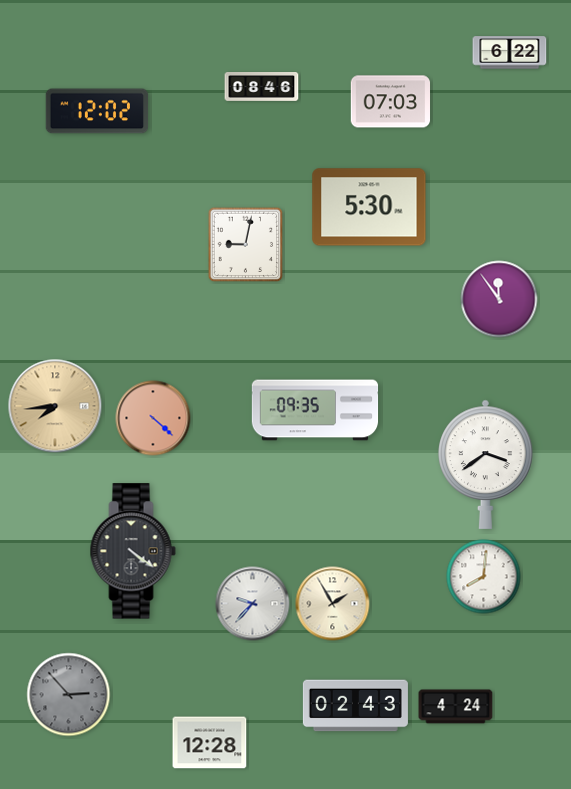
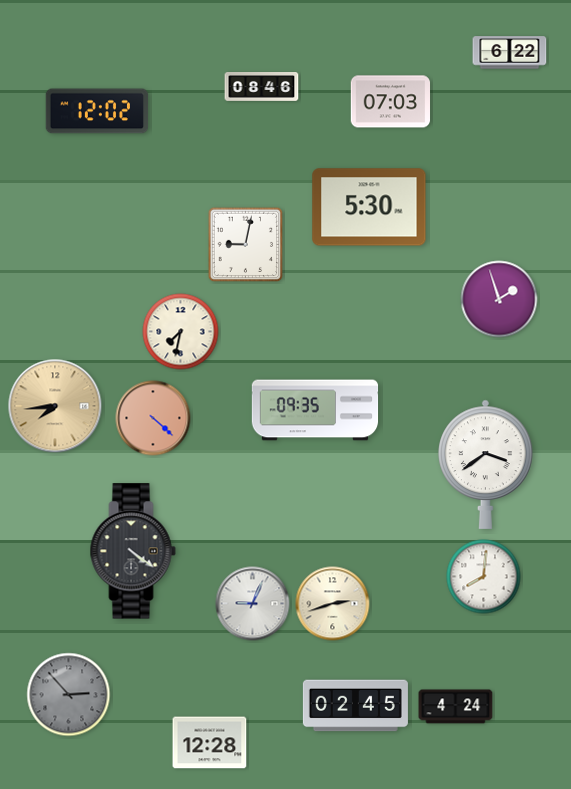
clock at (499, 299): 11:54 -> 1:57
clock at (181, 332): none -> 7:32
clock at (253, 604): 9:37 -> 9:04
clock at (333, 604): 1:55 -> 2:42
clock at (355, 706): 02:43 -> 02:45
